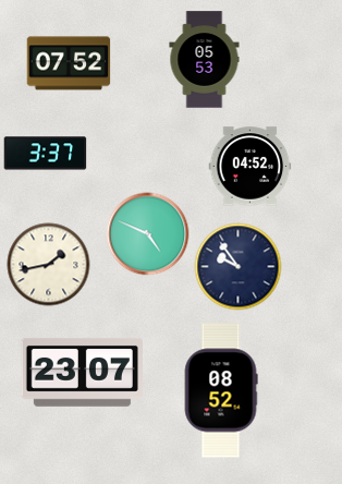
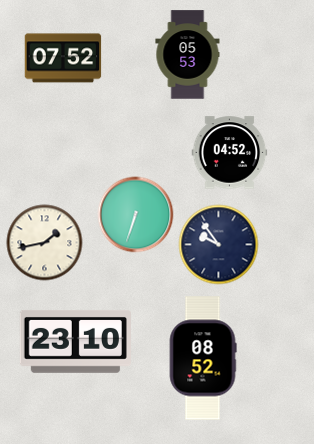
clock at (46, 154): 3:37 -> none
clock at (148, 234): 4:49 -> 6:33
clock at (82, 372): 23:07 -> 23:10
